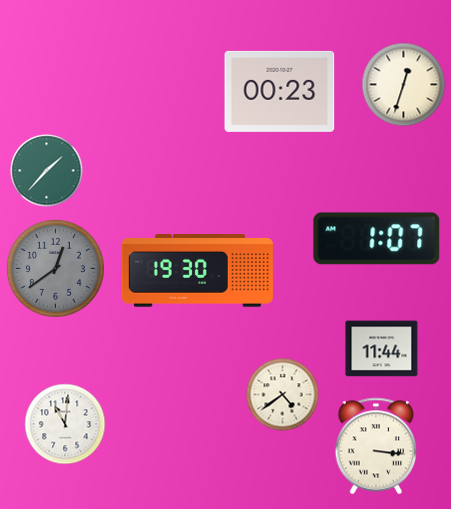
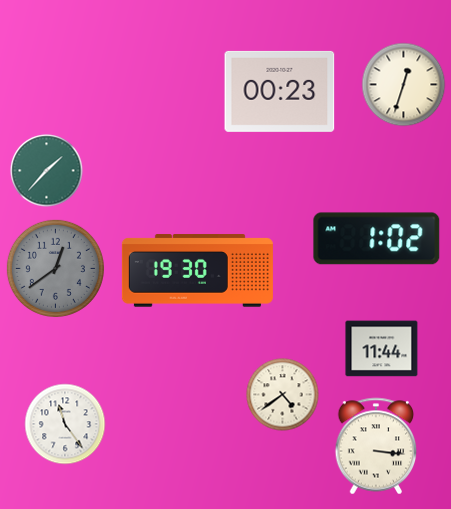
clock at (377, 239): 1:07 -> 1:02
clock at (65, 424): 11:01 -> 11:24
